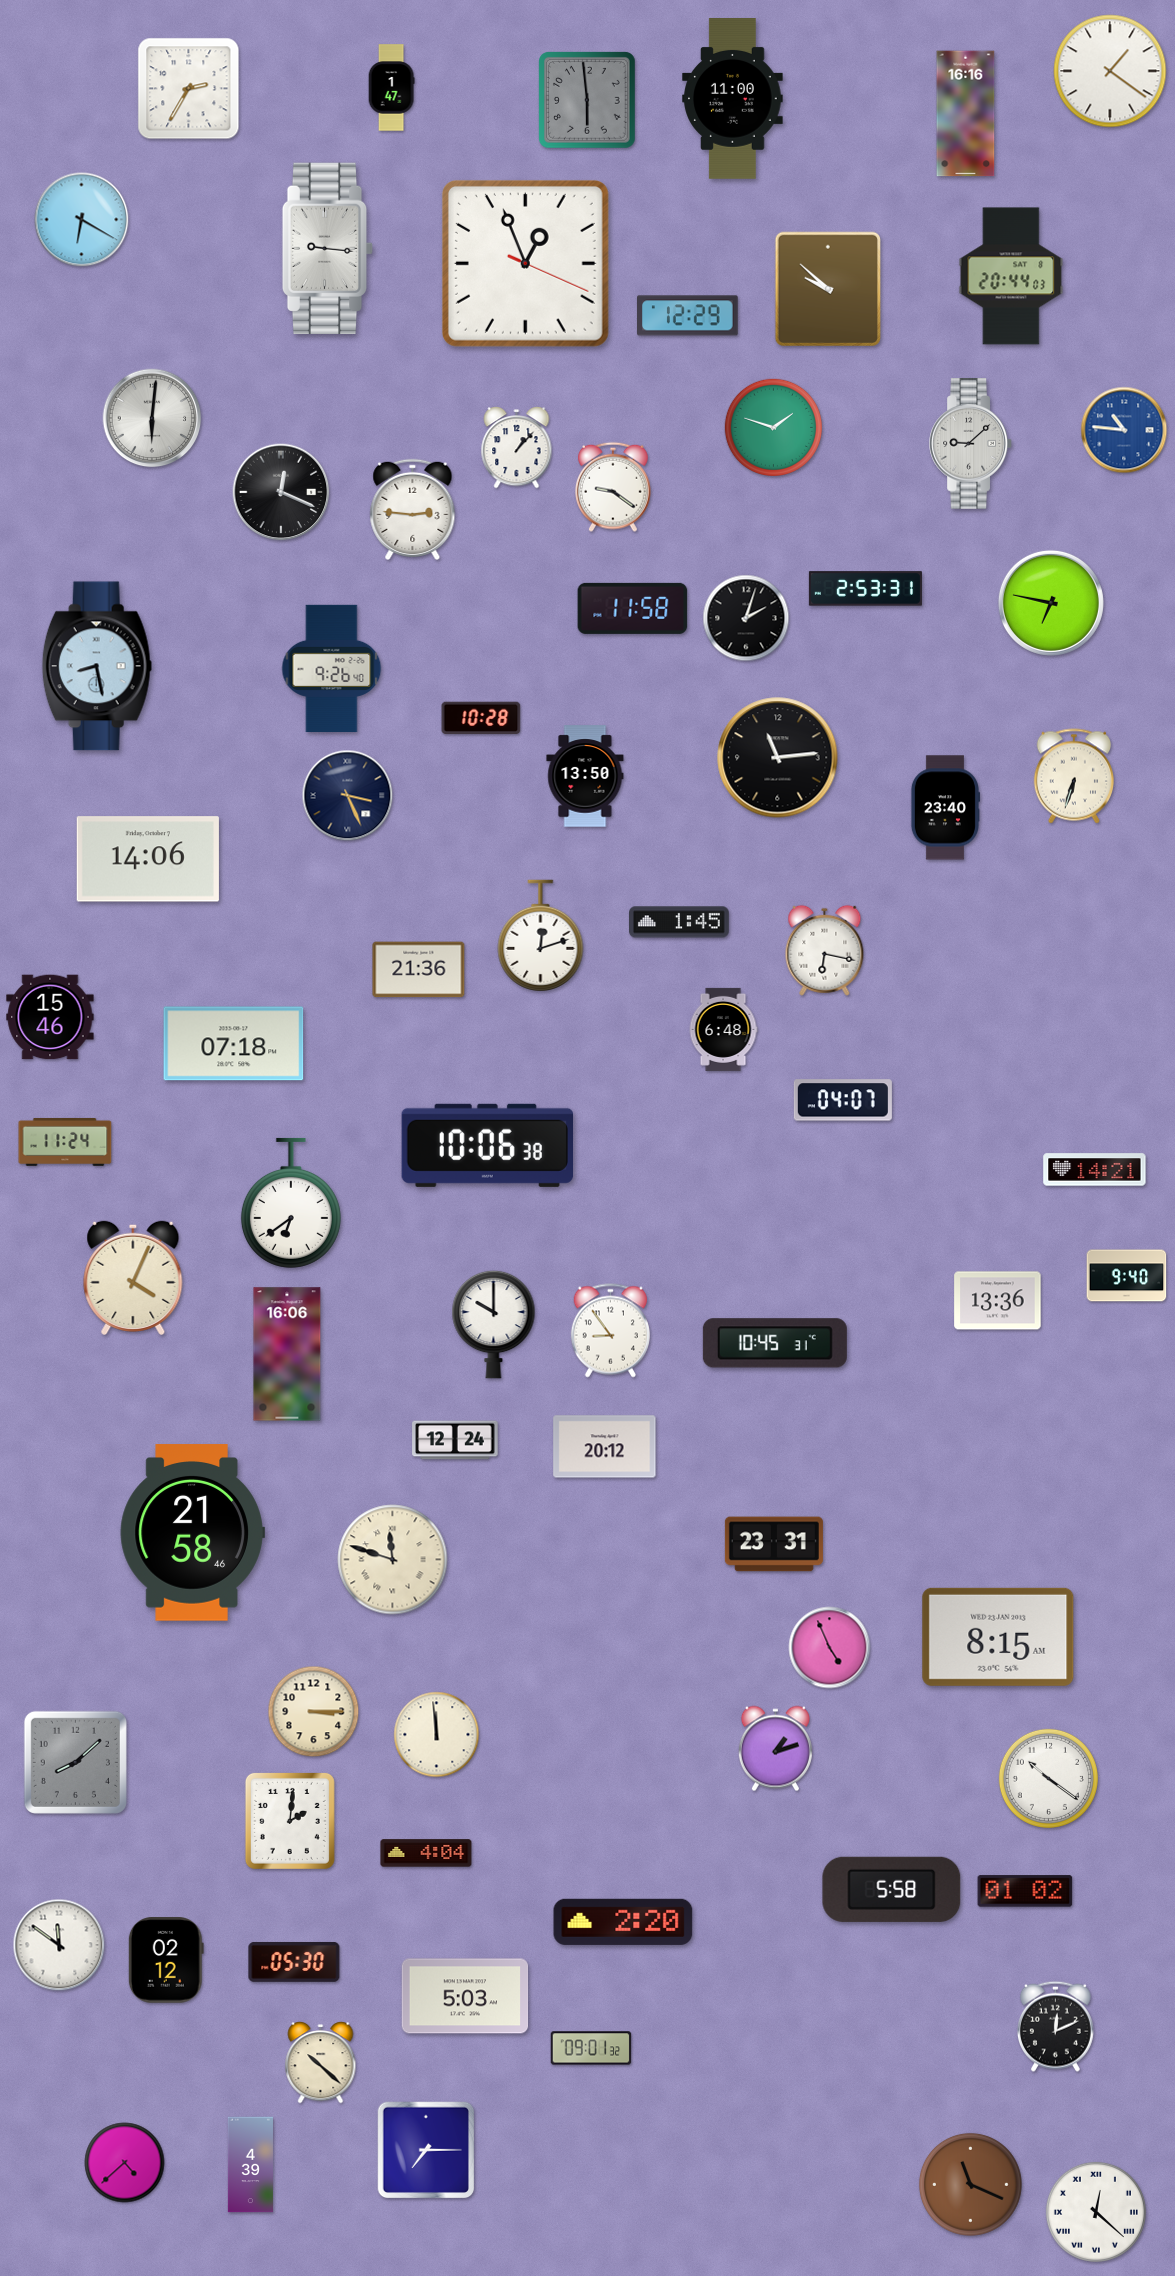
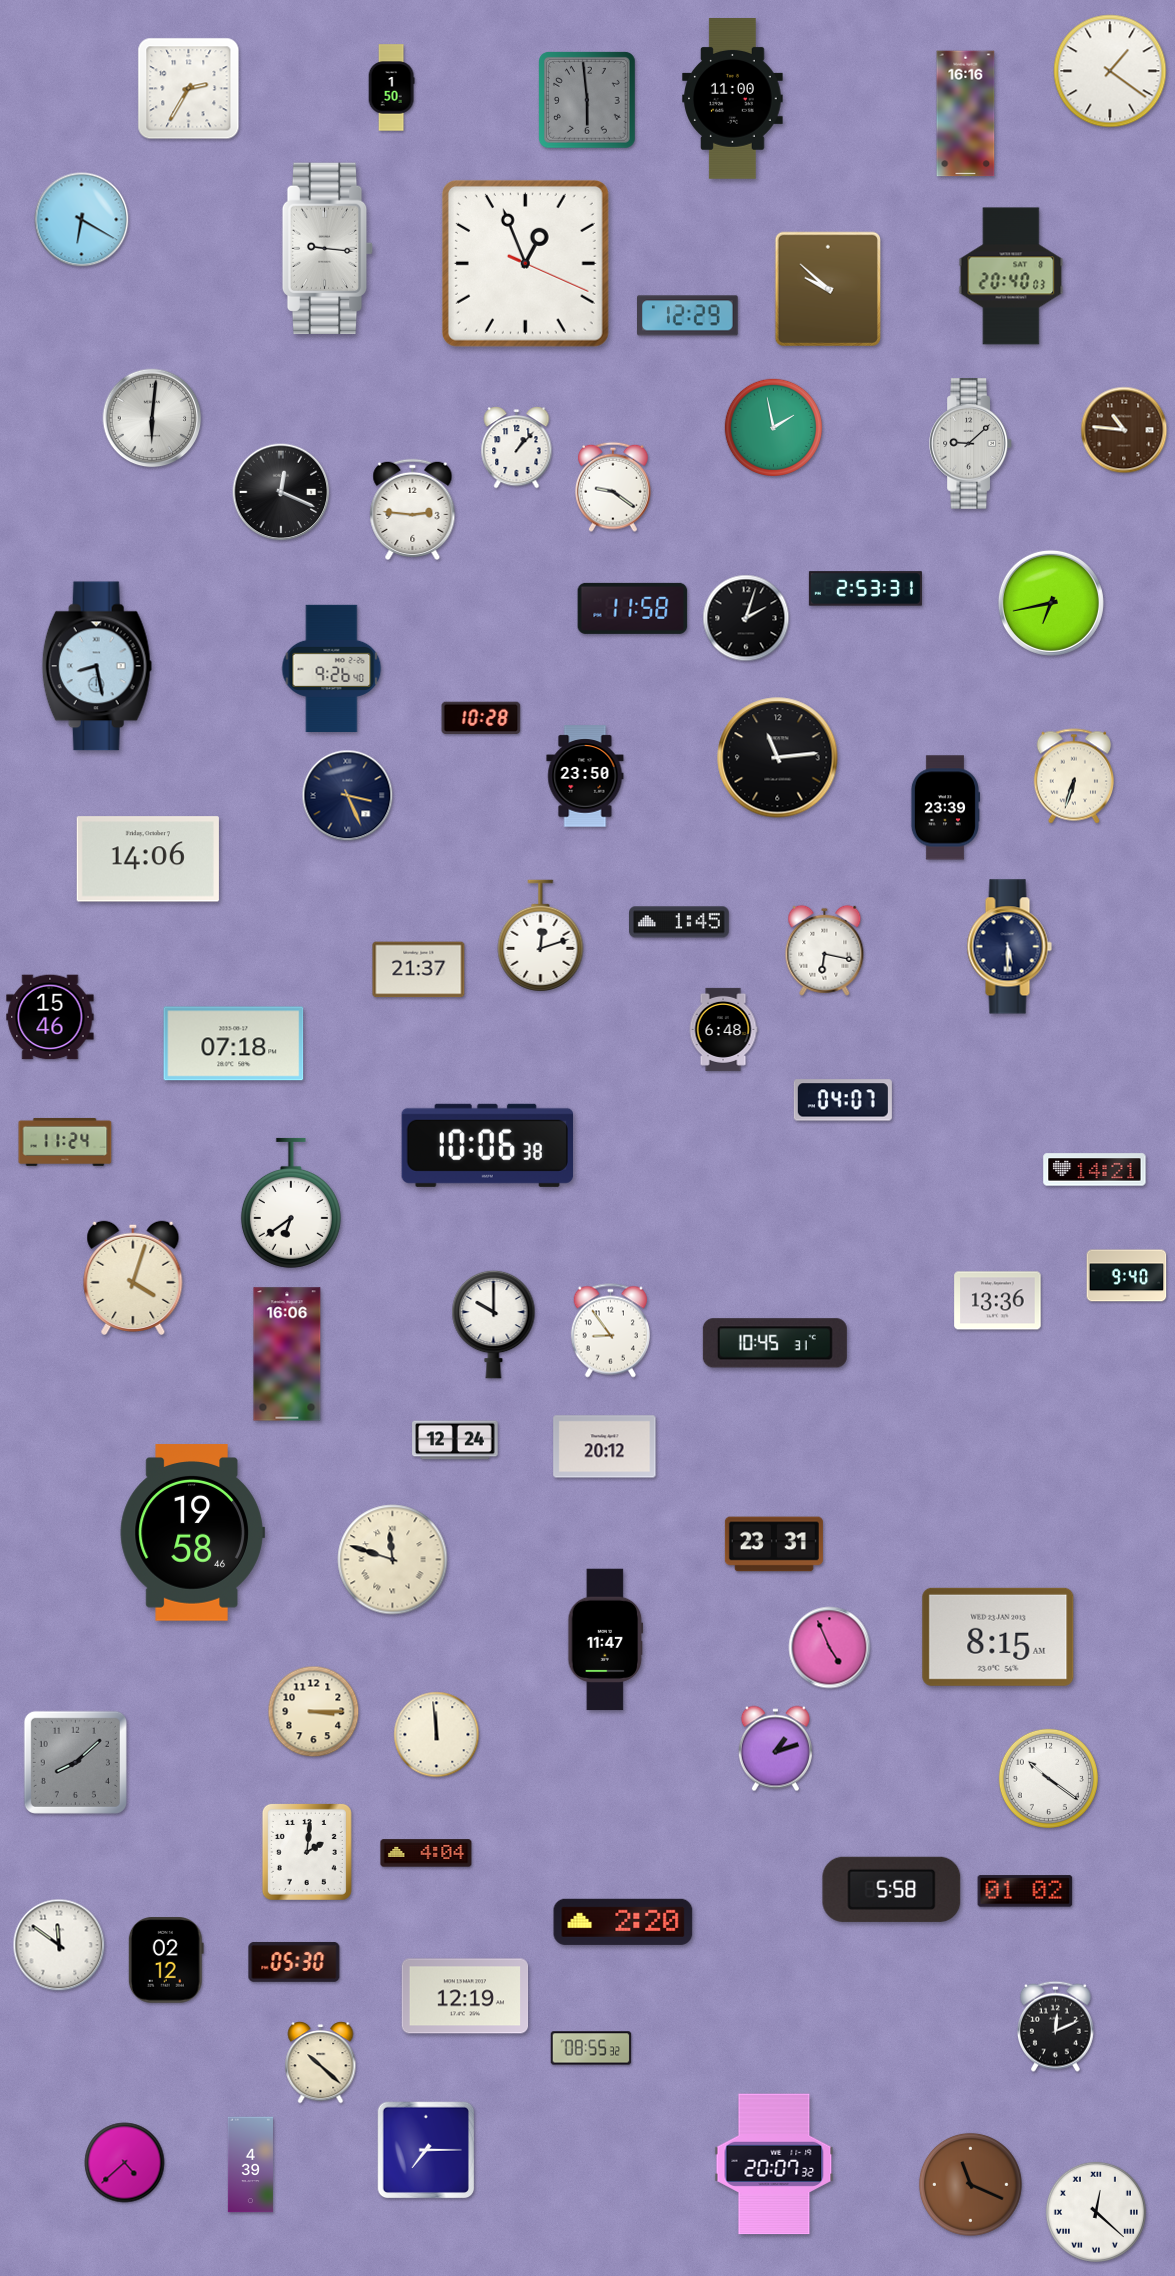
clock at (391, 88): 1:47 -> 1:50
clock at (1011, 276): 20:44 -> 20:40
clock at (773, 427): 1:48 -> 1:58
clock at (1124, 430) dial: blue -> brown
clock at (1051, 603): 6:47 -> 6:43
clock at (585, 776): 13:50 -> 23:50
clock at (944, 808): 23:40 -> 23:39
clock at (1009, 947): none -> 5:30
clock at (419, 970): 21:36 -> 21:37
clock at (133, 1278): 4:04 -> 4:03
clock at (192, 1533): 21:58 -> 19:58
clock at (606, 1640): none -> 11:47
clock at (290, 1821) position: (290, 1821) -> (307, 1852)
clock at (465, 1996): 5:03 -> 12:19
clock at (591, 2048): 09:01 -> 08:55
clock at (774, 2164): none -> 20:07
